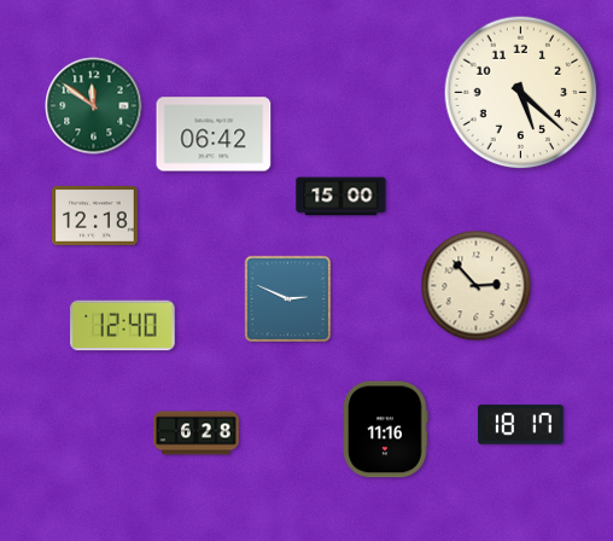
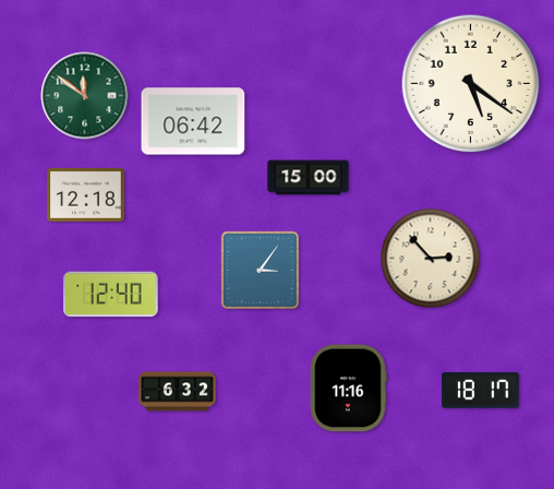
clock at (521, 93): 5:22 -> 5:21
clock at (288, 299): 2:49 -> 3:06
clock at (521, 425) position: (521, 425) -> (481, 391)
clock at (197, 434): 6:28 -> 6:32
